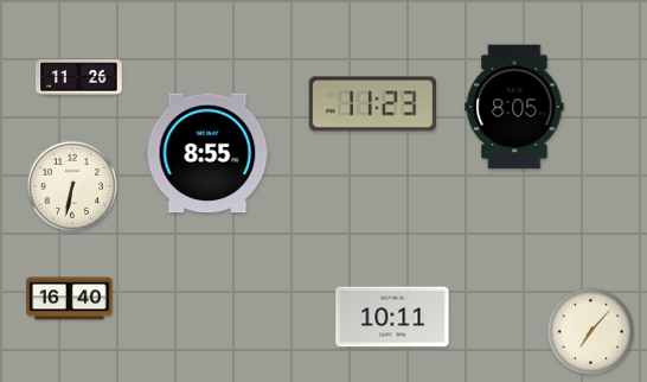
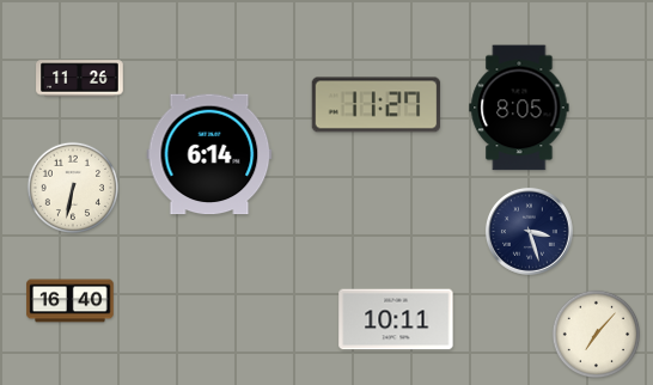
clock at (373, 104): 11:23 -> 11:27
clock at (207, 153): 8:55 -> 6:14
clock at (529, 231): none -> 3:27
